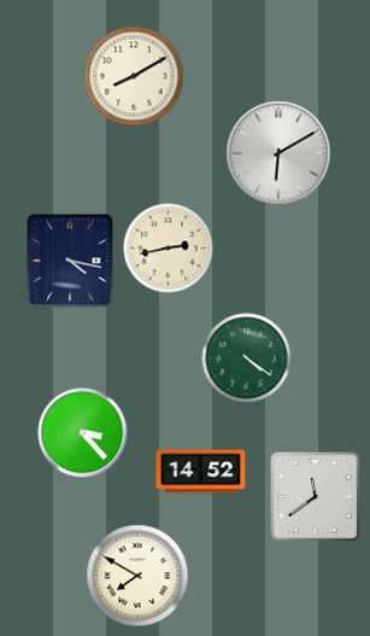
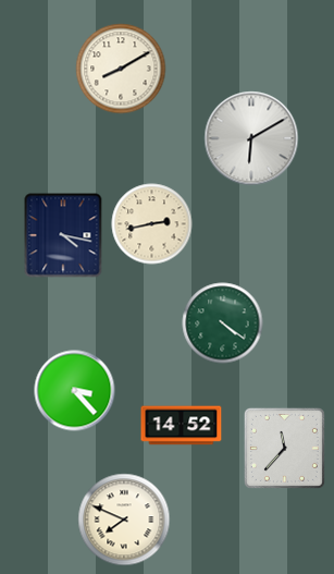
clock at (315, 496): 11:39 -> 11:37
clock at (137, 576): 7:50 -> 7:49
